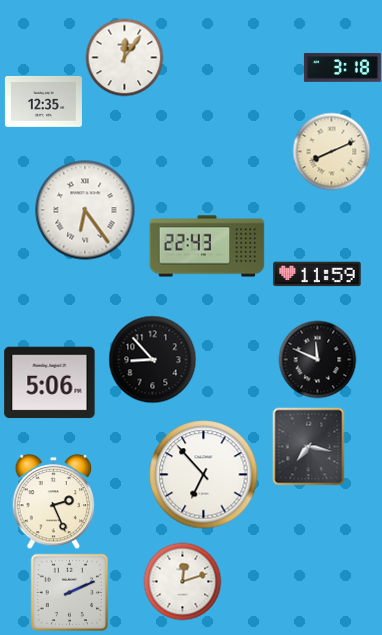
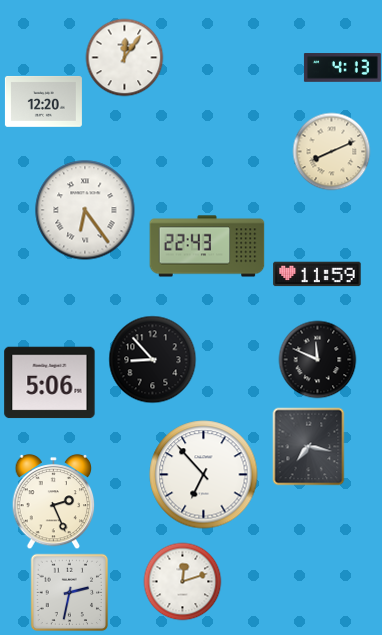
clock at (342, 68): 3:18 -> 4:13
clock at (43, 101): 12:35 -> 12:20
clock at (69, 592): 2:11 -> 2:32
